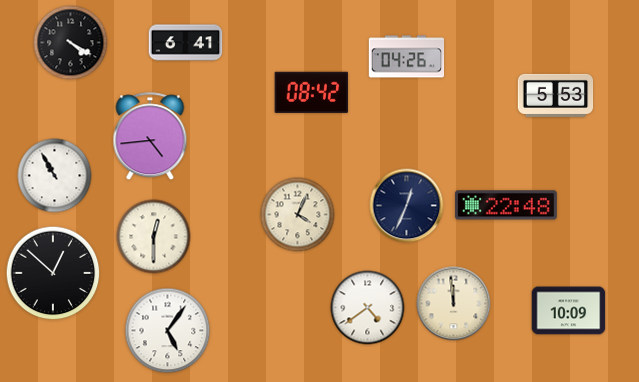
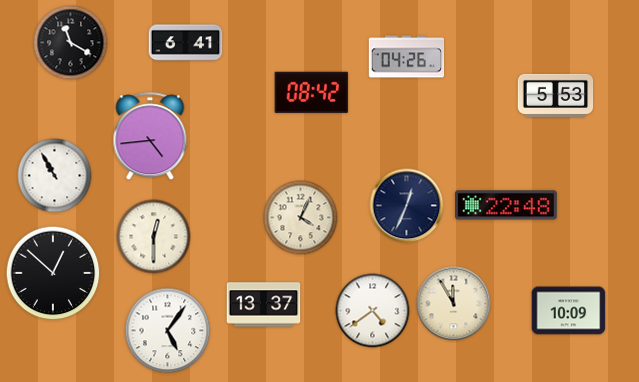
clock at (71, 43): 4:20 -> 11:20
clock at (298, 215) position: (298, 215) -> (301, 218)
clock at (454, 304): 11:59 -> 11:55
clock at (264, 305): none -> 13:37
clock at (368, 308) position: (368, 308) -> (373, 311)
